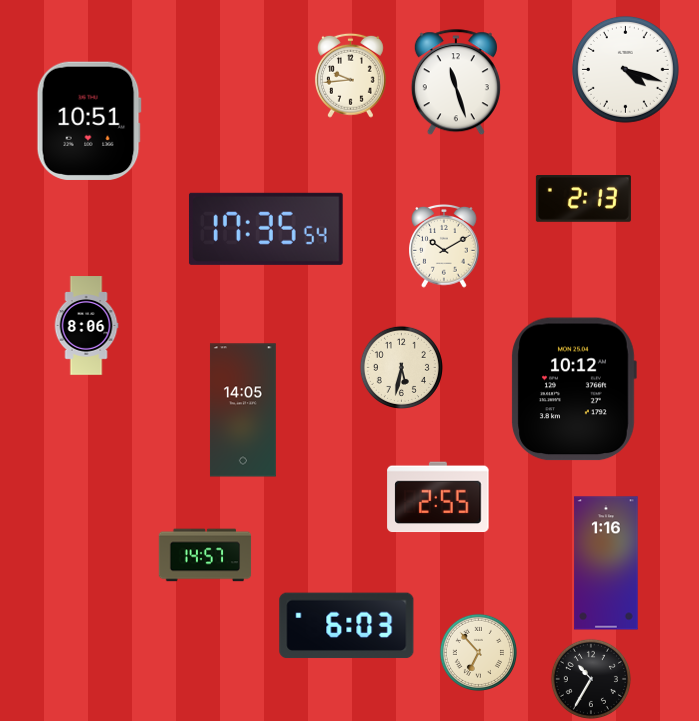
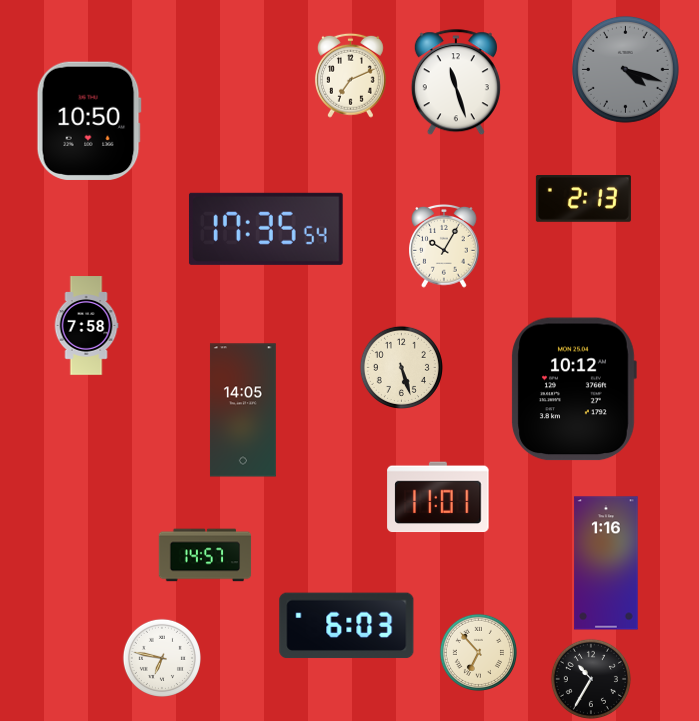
clock at (625, 69) dial: white -> grey
clock at (350, 75): 9:44 -> 7:11
clock at (89, 120): 10:51 -> 10:50
clock at (444, 247): 10:10 -> 10:05
clock at (86, 326): 8:06 -> 7:58
clock at (401, 367): 5:32 -> 5:27
clock at (438, 497): 2:55 -> 11:01
clock at (161, 657): none -> 6:47
